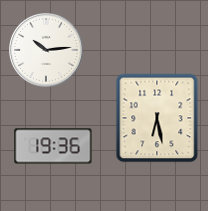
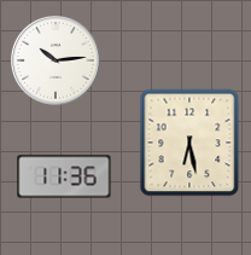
clock at (53, 146): 19:36 -> 11:36
